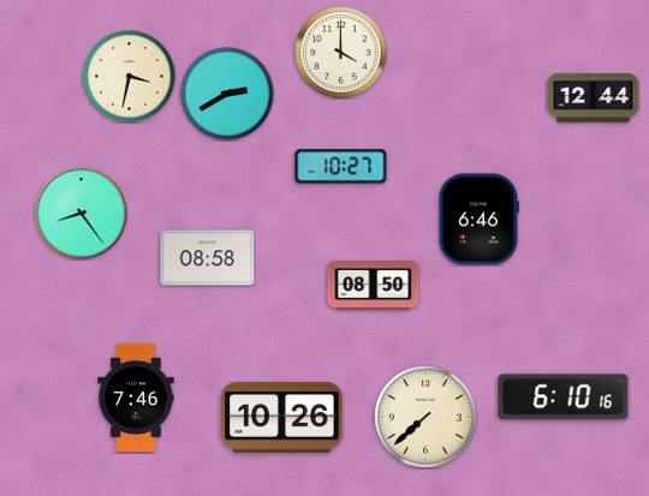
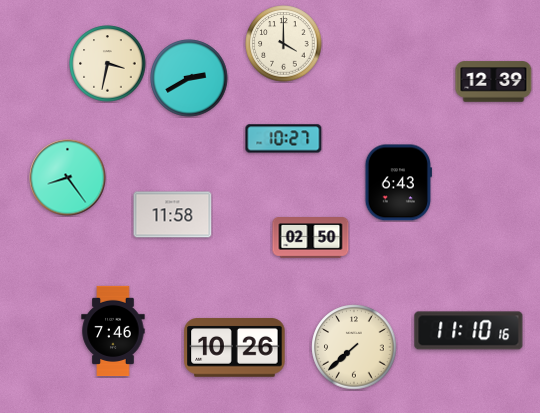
clock at (594, 98): 12:44 -> 12:39
clock at (478, 220): 6:46 -> 6:43
clock at (208, 258): 08:58 -> 11:58
clock at (374, 286): 08:50 -> 02:50
clock at (564, 398): 6:10 -> 11:10
